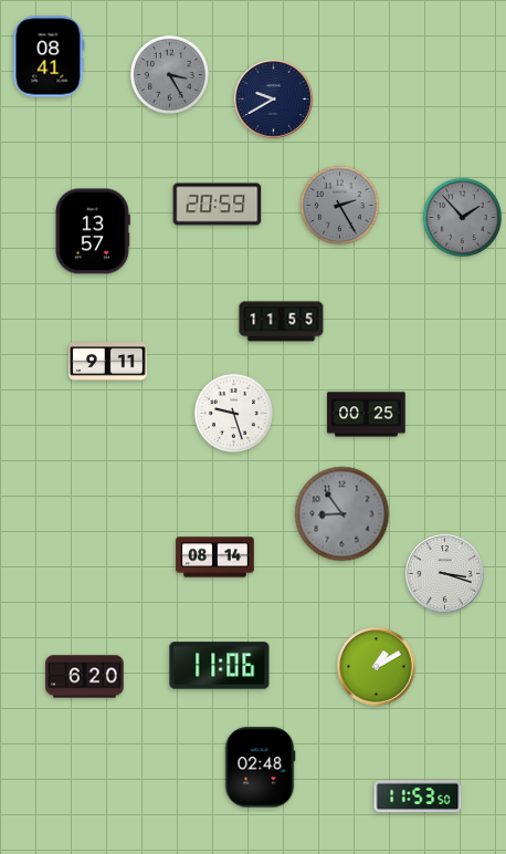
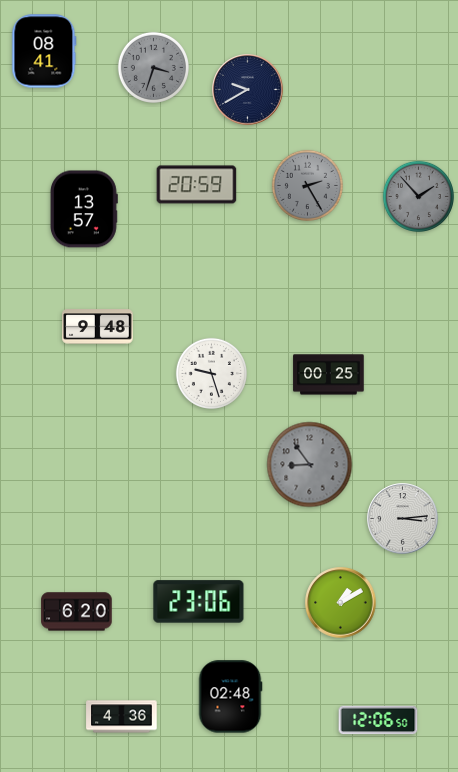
clock at (169, 74): 3:25 -> 3:33
clock at (282, 322): 11:55 -> none
clock at (108, 362): 9:11 -> 9:48
clock at (367, 415) position: (367, 415) -> (329, 375)
clock at (215, 558): 08:14 -> none
clock at (445, 574): 3:18 -> 3:14
clock at (220, 666): 11:06 -> 23:06
clock at (260, 768) position: (260, 768) -> (230, 697)
clock at (122, 717): none -> 4:36
clock at (418, 796): 11:53 -> 12:06
